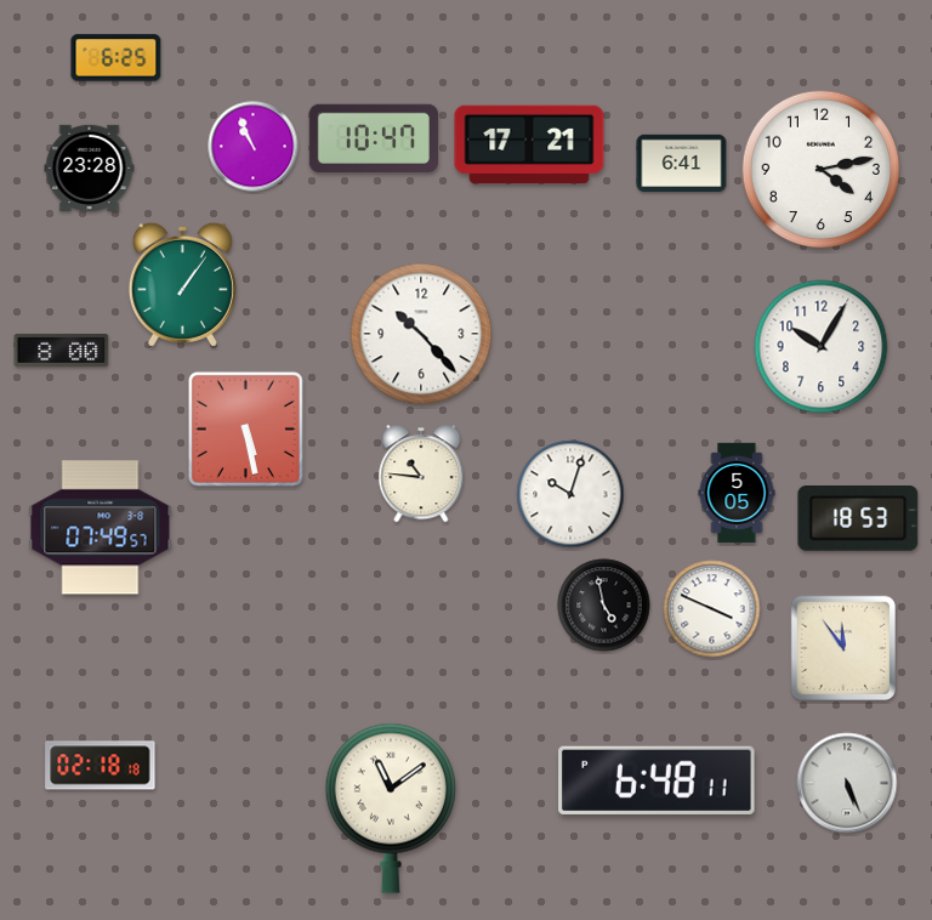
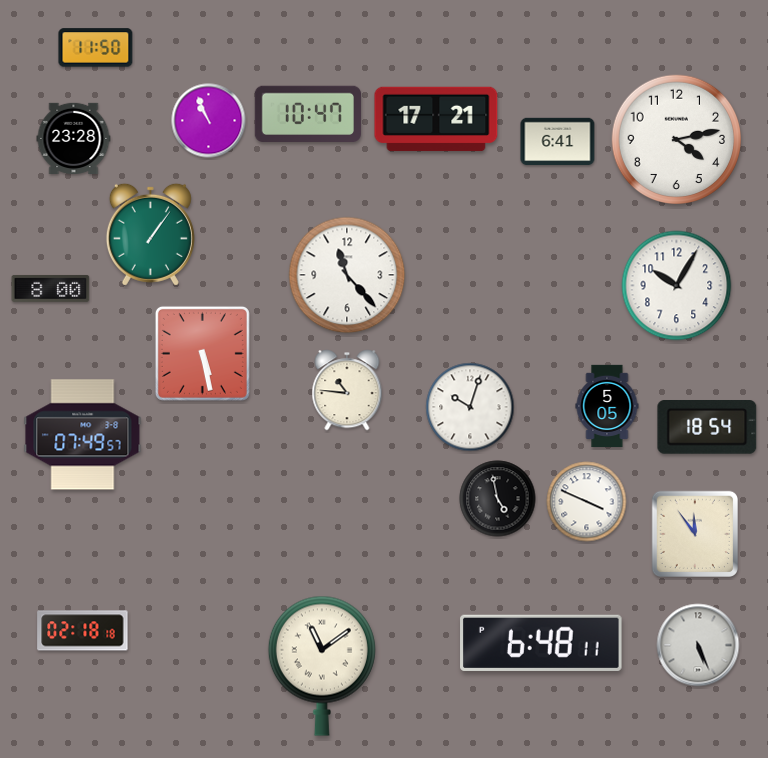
clock at (116, 58): 6:25 -> 11:50
clock at (682, 164) position: (682, 164) -> (558, 142)
clock at (421, 334): 10:23 -> 11:23
clock at (858, 519): 18:53 -> 18:54
